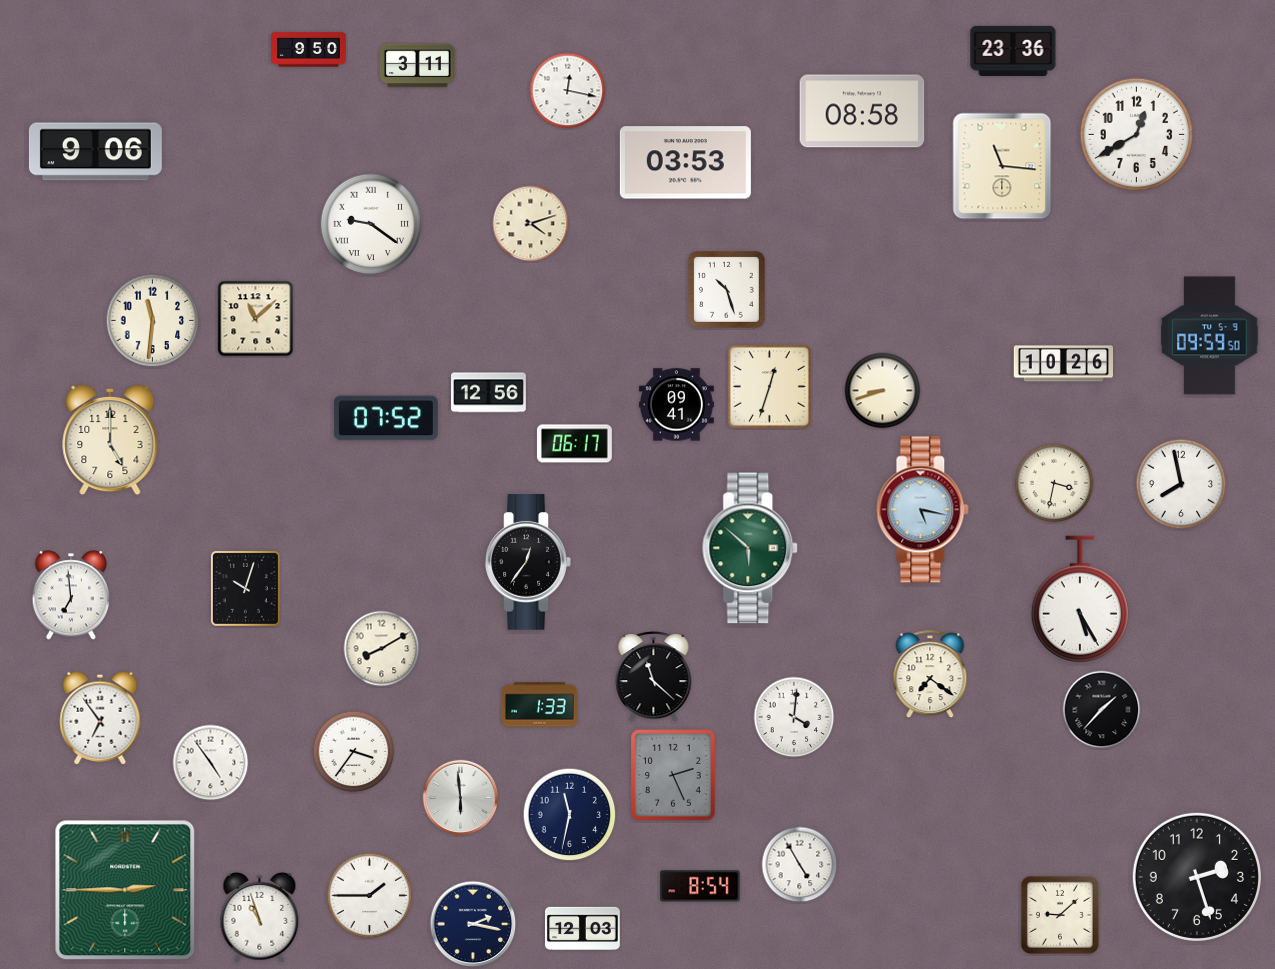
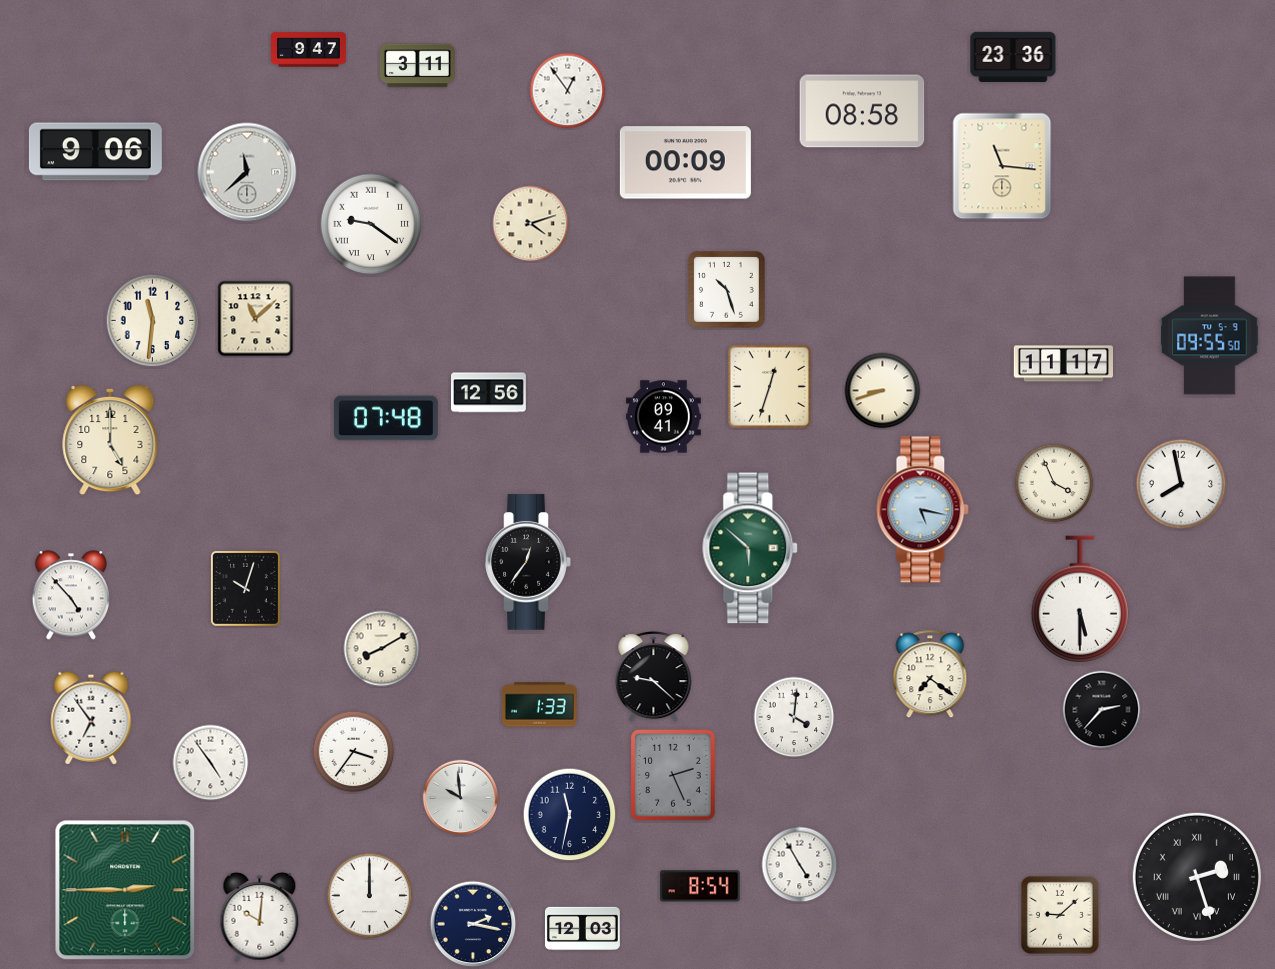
clock at (309, 50): 9:50 -> 9:47
clock at (1013, 51) position: (1013, 51) -> (1013, 57)
clock at (568, 91): 12:17 -> 12:54
clock at (1136, 134): 12:40 -> none
clock at (685, 163): 03:53 -> 00:09
clock at (247, 172): none -> 11:38
clock at (1210, 336): 09:59 -> 09:55
clock at (1063, 364): 10:26 -> 11:17
clock at (677, 405) position: (677, 405) -> (664, 417)
clock at (386, 418): 07:52 -> 07:48
clock at (574, 444): 06:17 -> none
clock at (1054, 483): 3:32 -> 3:56
clock at (71, 595): 6:59 -> 4:53
clock at (1080, 599): 5:25 -> 5:30
clock at (654, 677): 11:22 -> 9:22
clock at (1102, 710): 1:37 -> 2:37
clock at (100, 718) position: (100, 718) -> (91, 718)
clock at (461, 798): 5:59 -> 9:59
clock at (1197, 877) numerals: Arabic -> Roman
clock at (370, 896): 1:45 -> 12:00
clock at (260, 917): 10:57 -> 10:01
